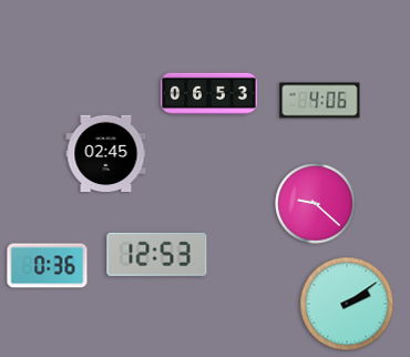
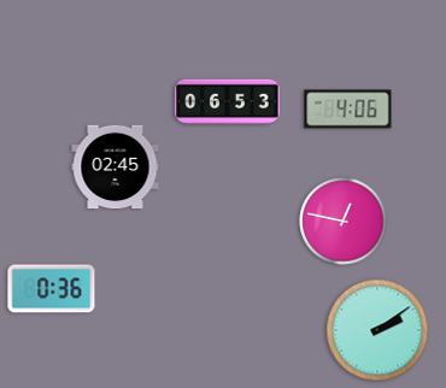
clock at (316, 204): 9:22 -> 12:47
clock at (157, 254): 12:53 -> none
